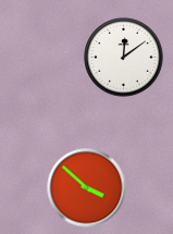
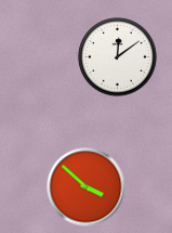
clock at (124, 58) position: (124, 58) -> (118, 57)
